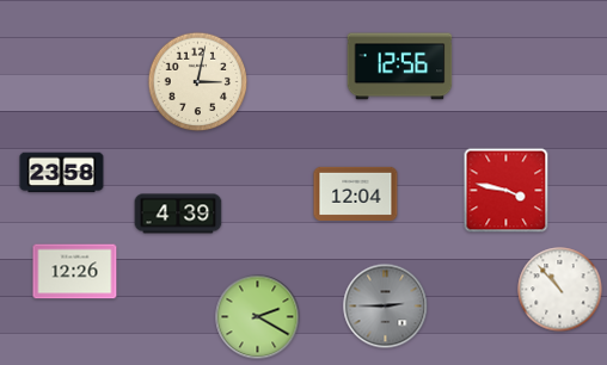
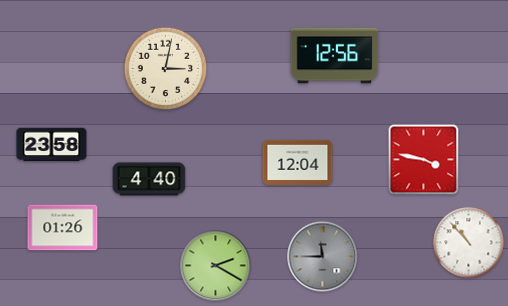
clock at (178, 214): 4:39 -> 4:40
clock at (75, 272): 12:26 -> 01:26
clock at (386, 307): 2:45 -> 11:45
